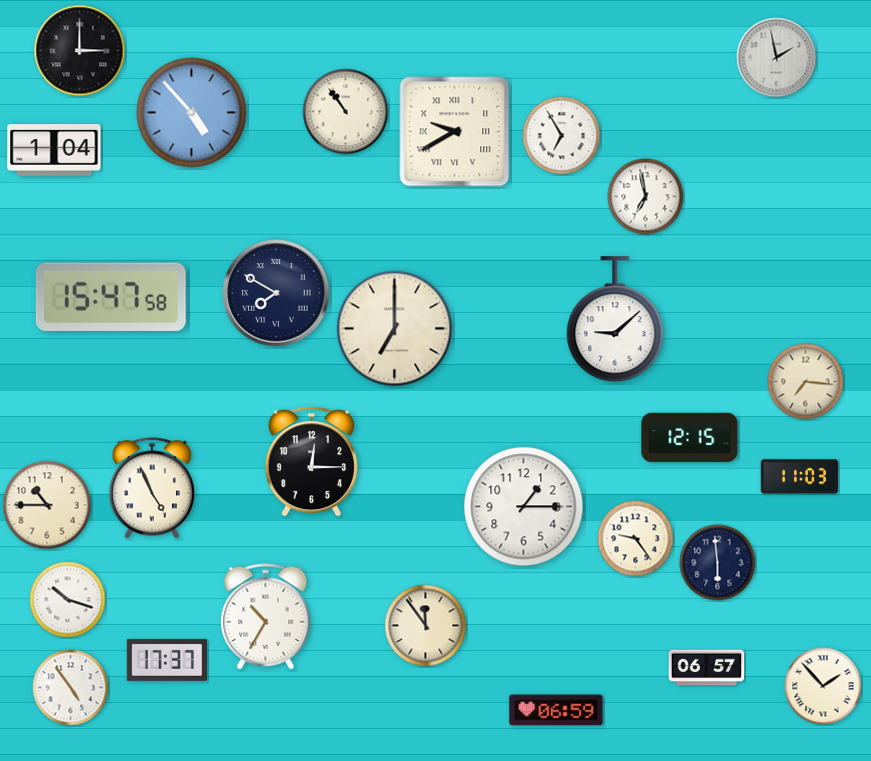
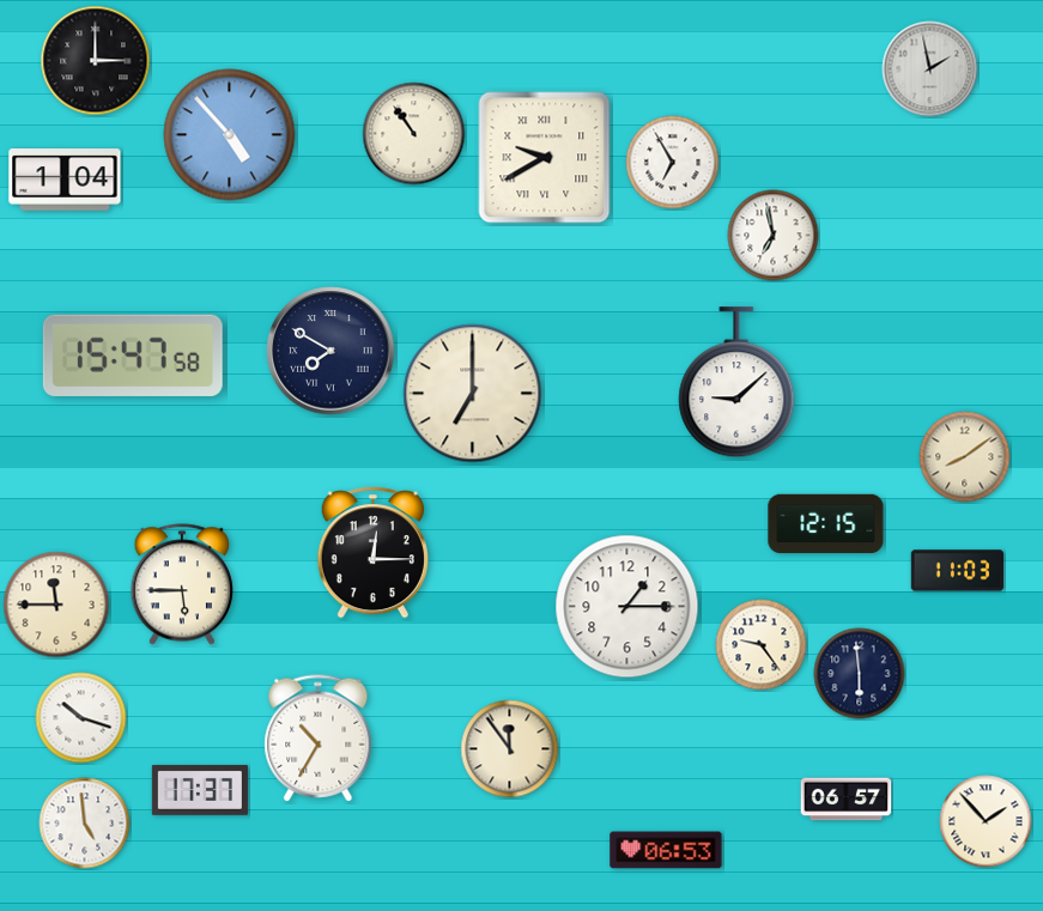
clock at (806, 382): 7:16 -> 8:09
clock at (152, 488): 4:56 -> 5:45
clock at (47, 505): 10:45 -> 11:45
clock at (71, 688): 4:54 -> 4:59
clock at (556, 710): 06:59 -> 06:53
